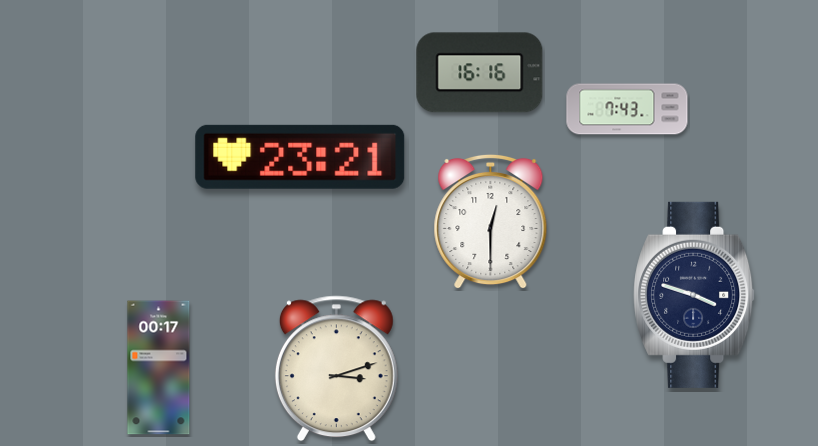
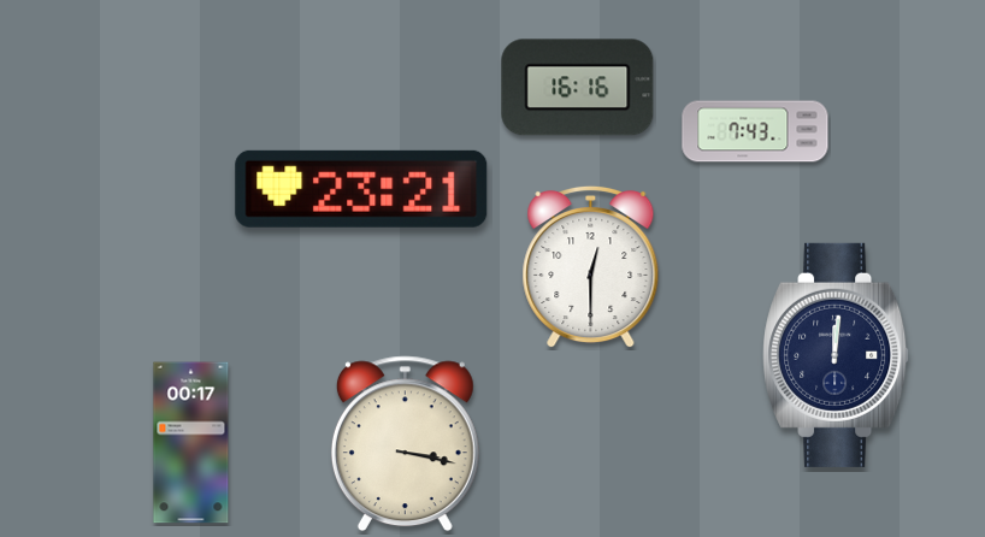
clock at (695, 295): 3:48 -> 12:01
clock at (336, 369): 3:12 -> 3:17
